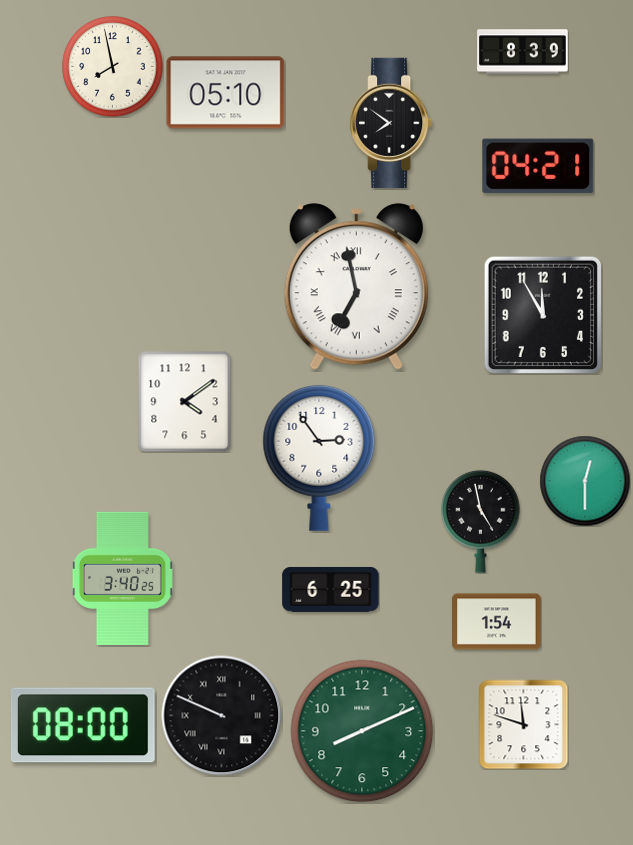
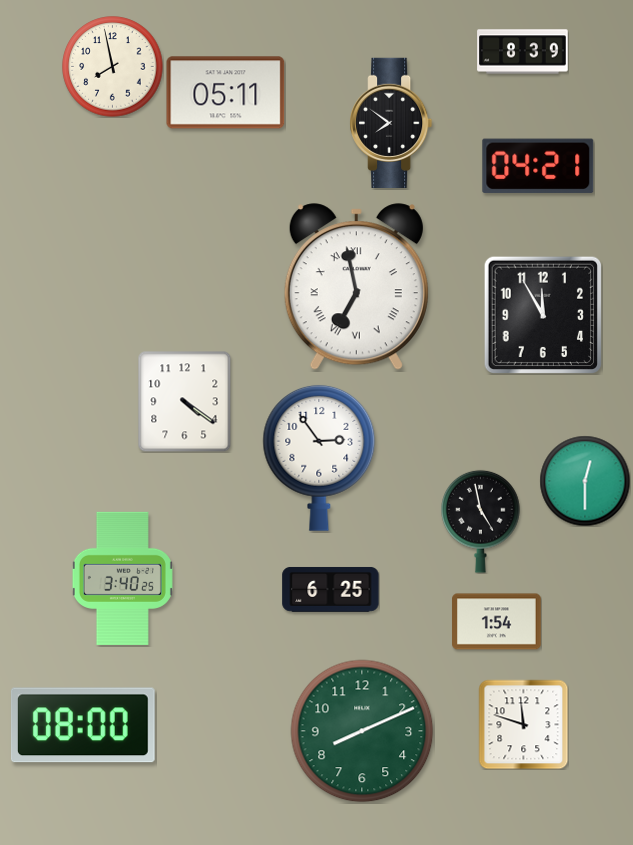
clock at (226, 93): 05:10 -> 05:11
clock at (185, 401): 4:09 -> 4:21
clock at (222, 716): 9:49 -> none
